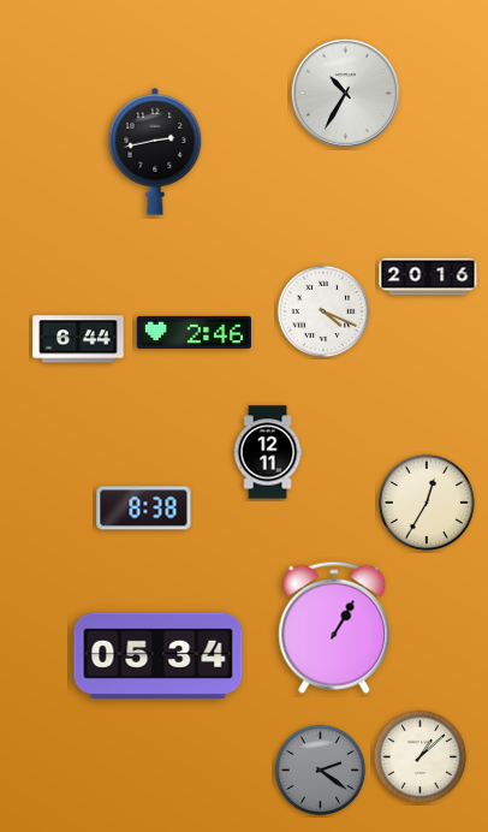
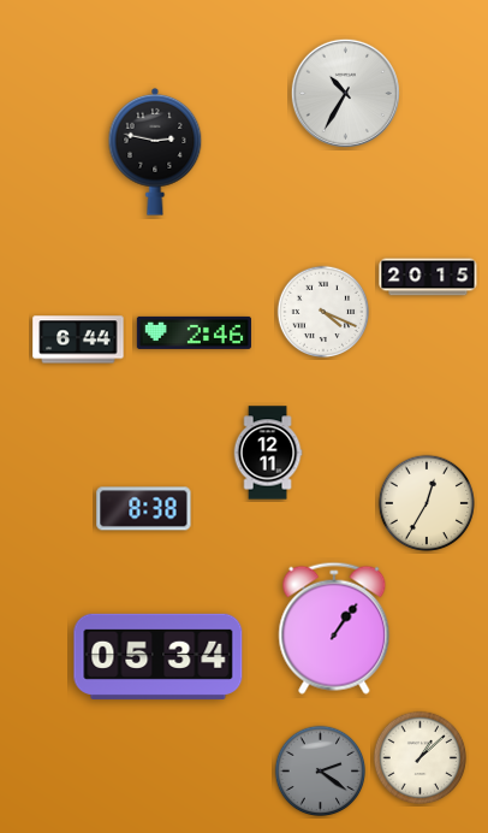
clock at (155, 151): 2:43 -> 2:47
clock at (428, 277): 20:16 -> 20:15
clock at (334, 628): 1:05 -> 1:06
